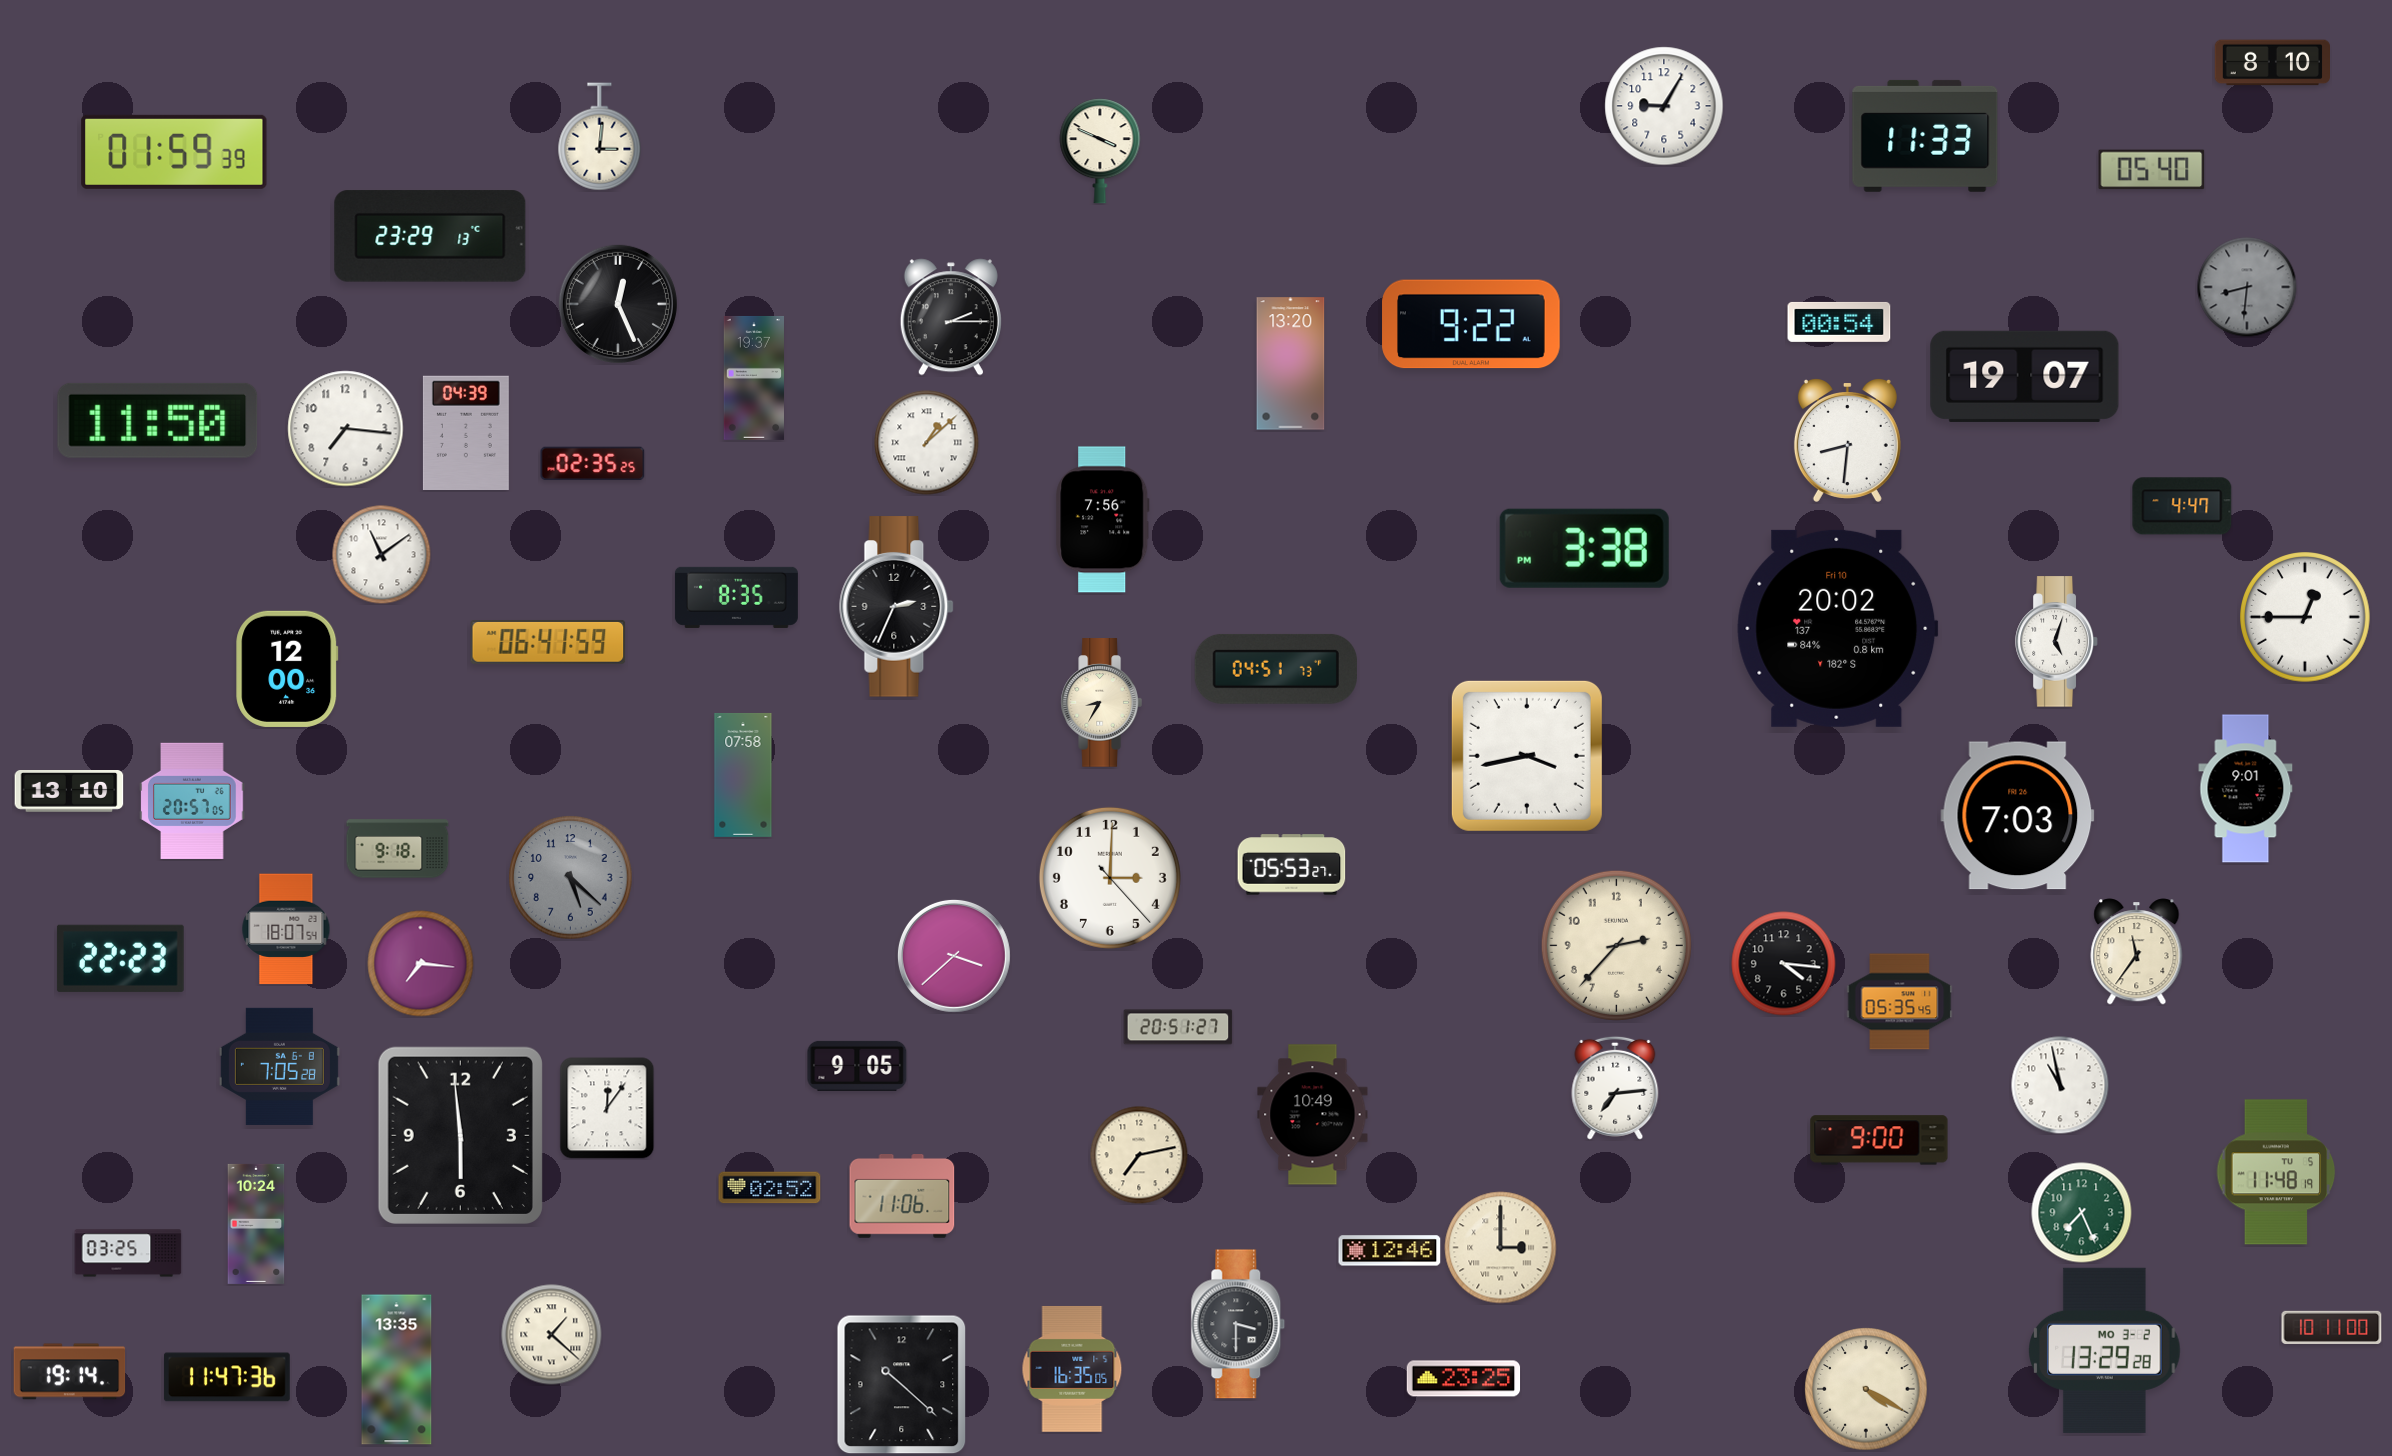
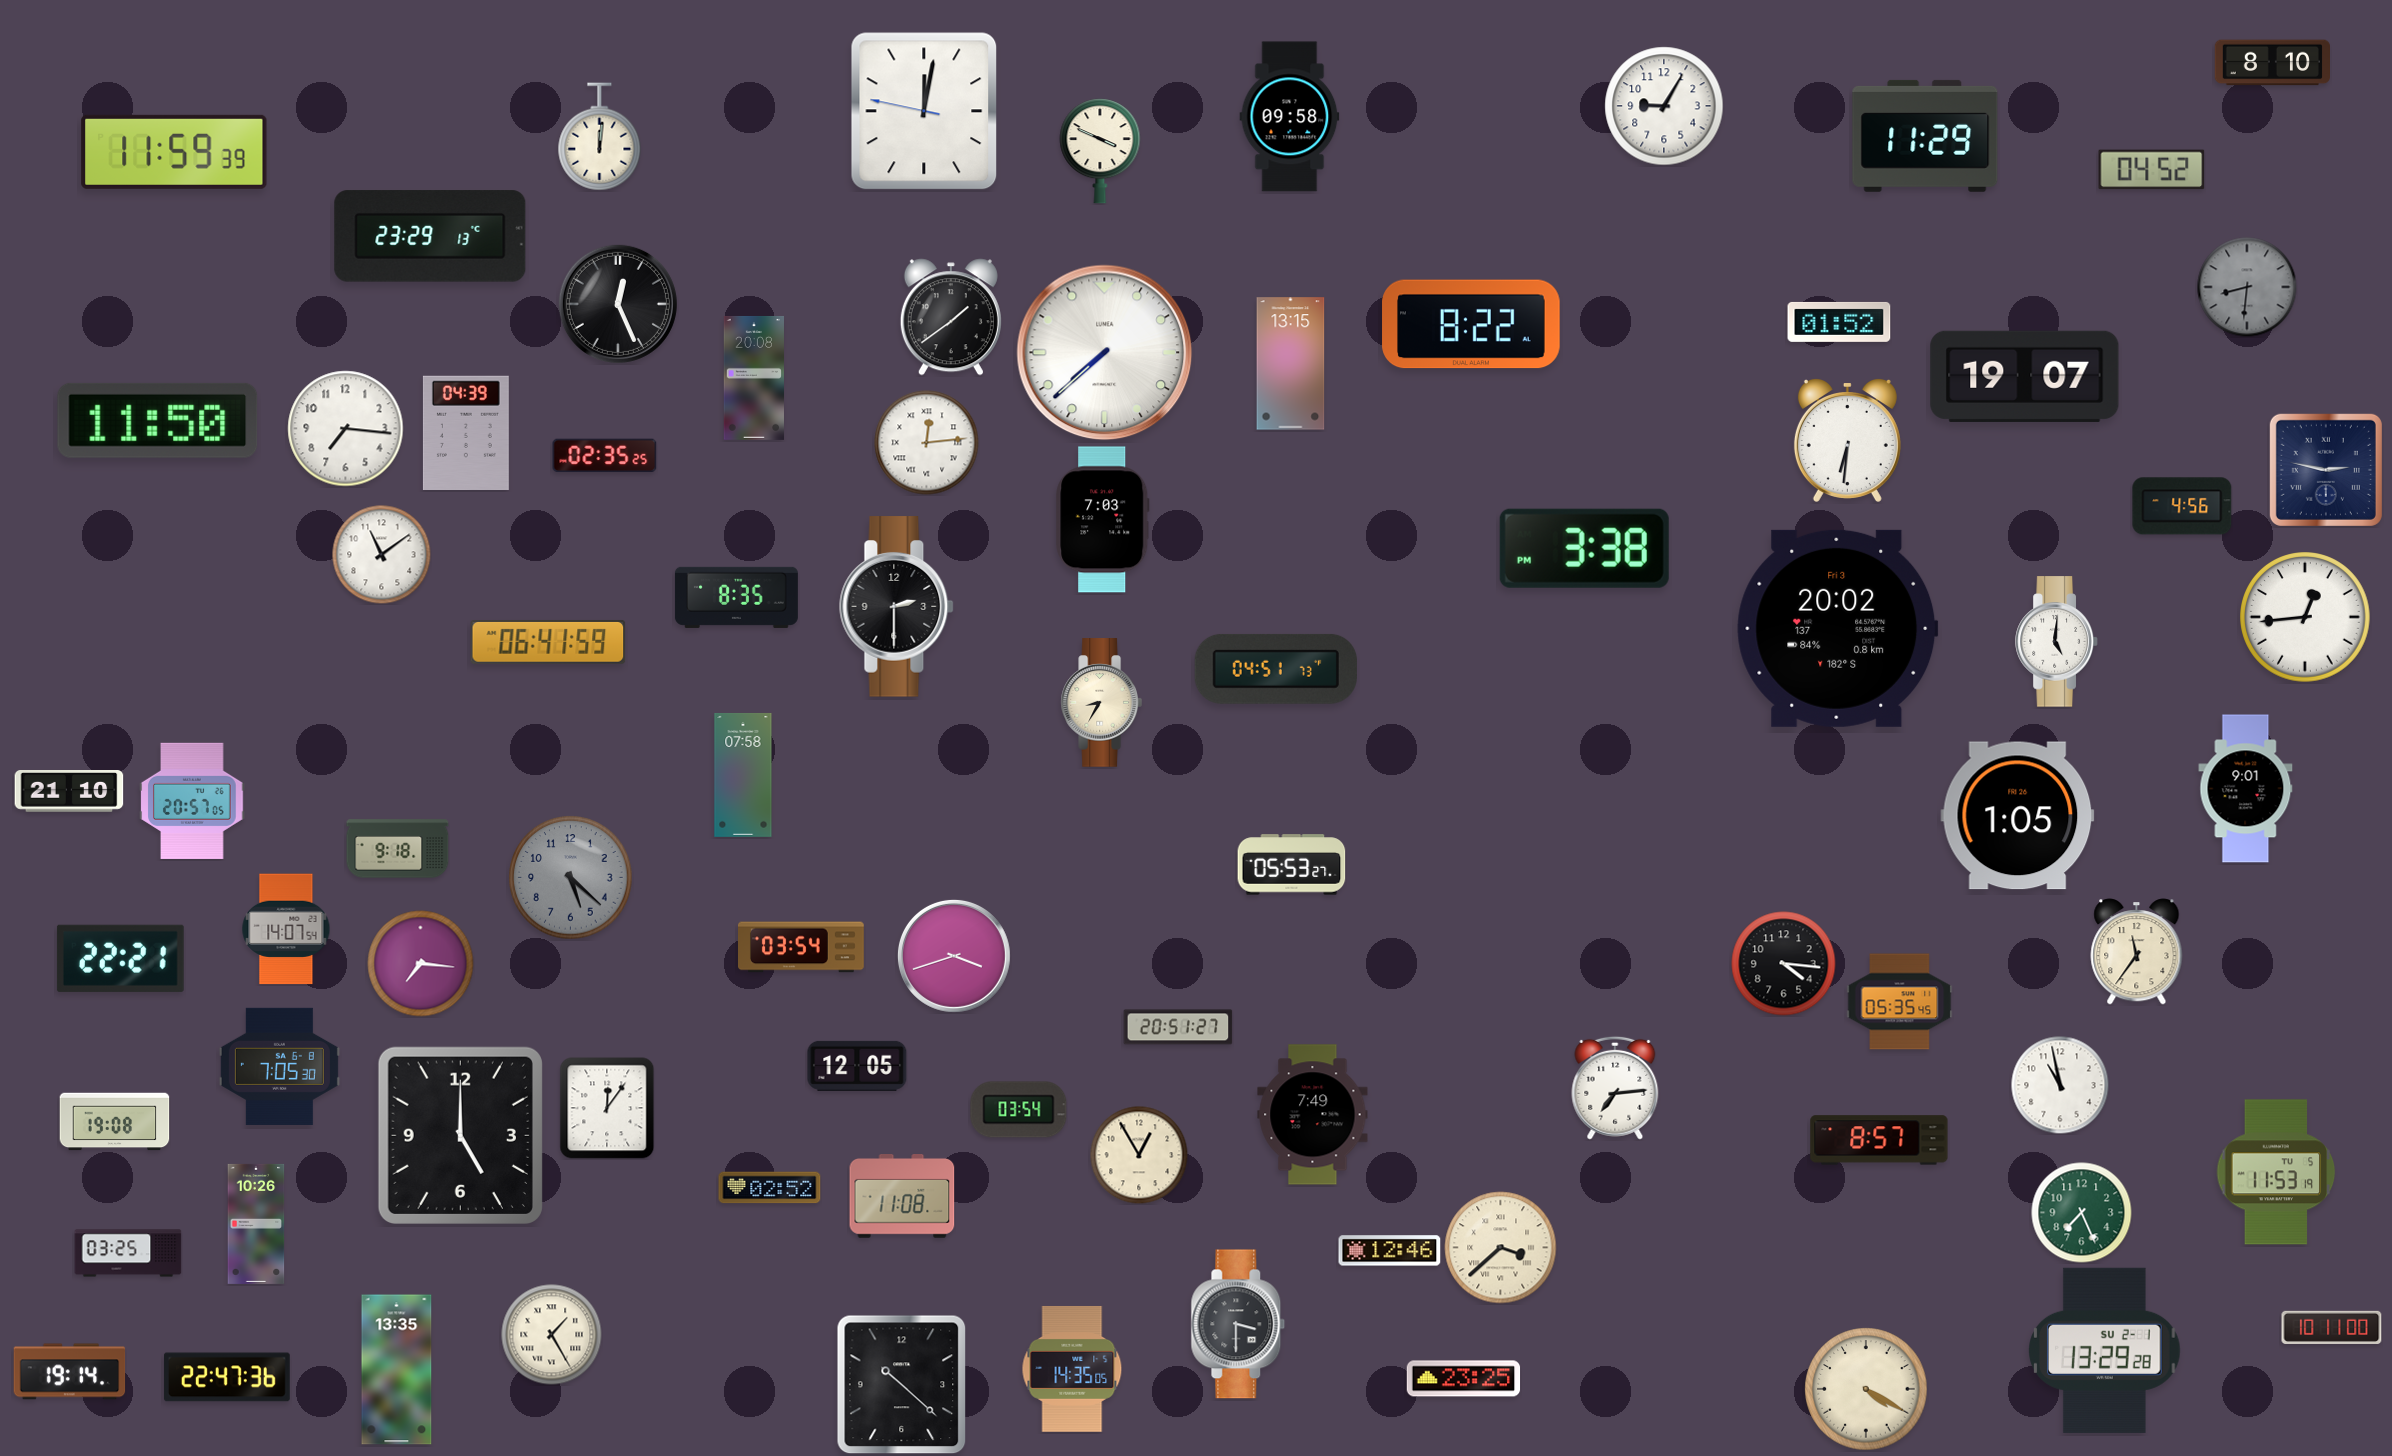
clock at (924, 111): none -> 12:01
clock at (1290, 117): none -> 09:58
clock at (1925, 136): 11:33 -> 11:29
clock at (600, 137): 3:01 -> 12:01
clock at (174, 152): 01:59 -> 11:59
clock at (2152, 170): 05:40 -> 04:52
clock at (951, 317): 2:15 -> 1:39
clock at (1839, 322): 00:54 -> 01:52
clock at (1471, 324): 9:22 -> 8:22
clock at (1105, 353): none -> 7:38
clock at (1291, 364): 13:20 -> 13:15
clock at (754, 378): 19:37 -> 20:08
clock at (1847, 441): 8:31 -> 6:31
clock at (927, 443): 1:08 -> 12:14
clock at (593, 464) position: (593, 464) -> (605, 456)
clock at (2326, 470): none -> 2:47
clock at (2182, 506): 4:47 -> 4:56
clock at (1103, 520): 7:56 -> 7:03
clock at (897, 607): 2:34 -> 2:30
clock at (2306, 618): 12:45 -> 12:44
clock at (1838, 628) date: Fri 10 -> Fri 3
clock at (2057, 642): 5:03 -> 5:01
clock at (287, 669): 12:00 -> none
clock at (1527, 756): 3:43 -> none
clock at (69, 791): 13:10 -> 21:10
clock at (2018, 816): 7:03 -> 1:05
clock at (1110, 878): 3:00 -> none
clock at (286, 929): 18:07 -> 14:07
clock at (1616, 945): 2:37 -> none
clock at (802, 947): none -> 03:54
clock at (954, 956): 3:38 -> 3:42
clock at (120, 958): 22:23 -> 22:21
clock at (279, 1066): 7:05:28 -> 7:05:30
clock at (857, 1066): 9:05 -> 12:05
clock at (1019, 1110): none -> 03:54
clock at (1313, 1115): 10:49 -> 7:49
clock at (115, 1122): none -> 19:08
clock at (460, 1135): 5:59 -> 5:00
clock at (1879, 1140): 9:00 -> 8:57
clock at (1139, 1155): 7:13 -> 12:55
clock at (2276, 1172): 11:48 -> 11:53
clock at (902, 1197): 11:06 -> 11:08
clock at (256, 1224): 10:24 -> 10:26
clock at (1501, 1248): 3:00 -> 3:38
clock at (552, 1335): 1:22 -> 1:25
clock at (2105, 1350) date: MO 3-2 -> SU 2-1
clock at (1072, 1369): 16:35 -> 14:35
clock at (227, 1377): 11:47 -> 22:47
